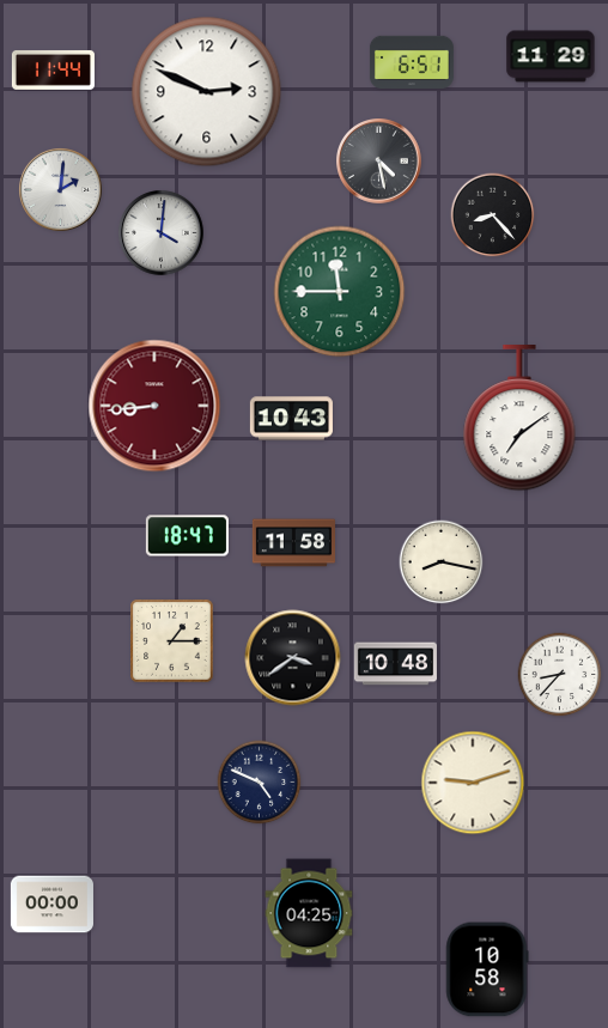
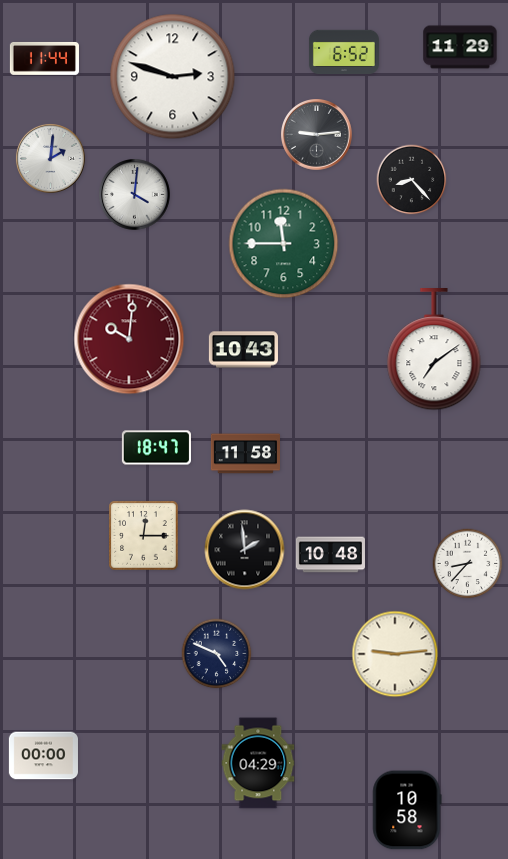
clock at (412, 61): 6:51 -> 6:52
clock at (207, 92): 2:49 -> 2:48
clock at (379, 162): 4:28 -> 9:14
clock at (154, 406): 8:44 -> 10:01
clock at (442, 562): 8:17 -> none
clock at (172, 641): 1:15 -> 12:15
clock at (293, 658): 3:39 -> 1:59
clock at (473, 783): 9:12 -> 9:14
clock at (309, 913): 04:25 -> 04:29
